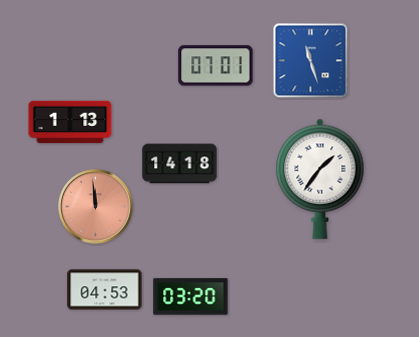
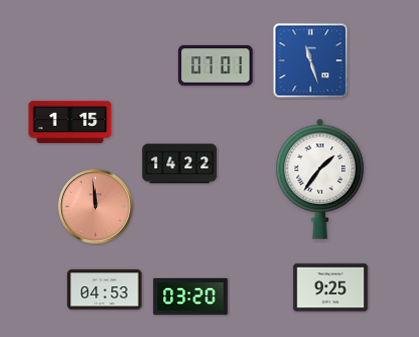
clock at (70, 122): 1:13 -> 1:15
clock at (180, 164): 14:18 -> 14:22
clock at (331, 288): none -> 9:25
